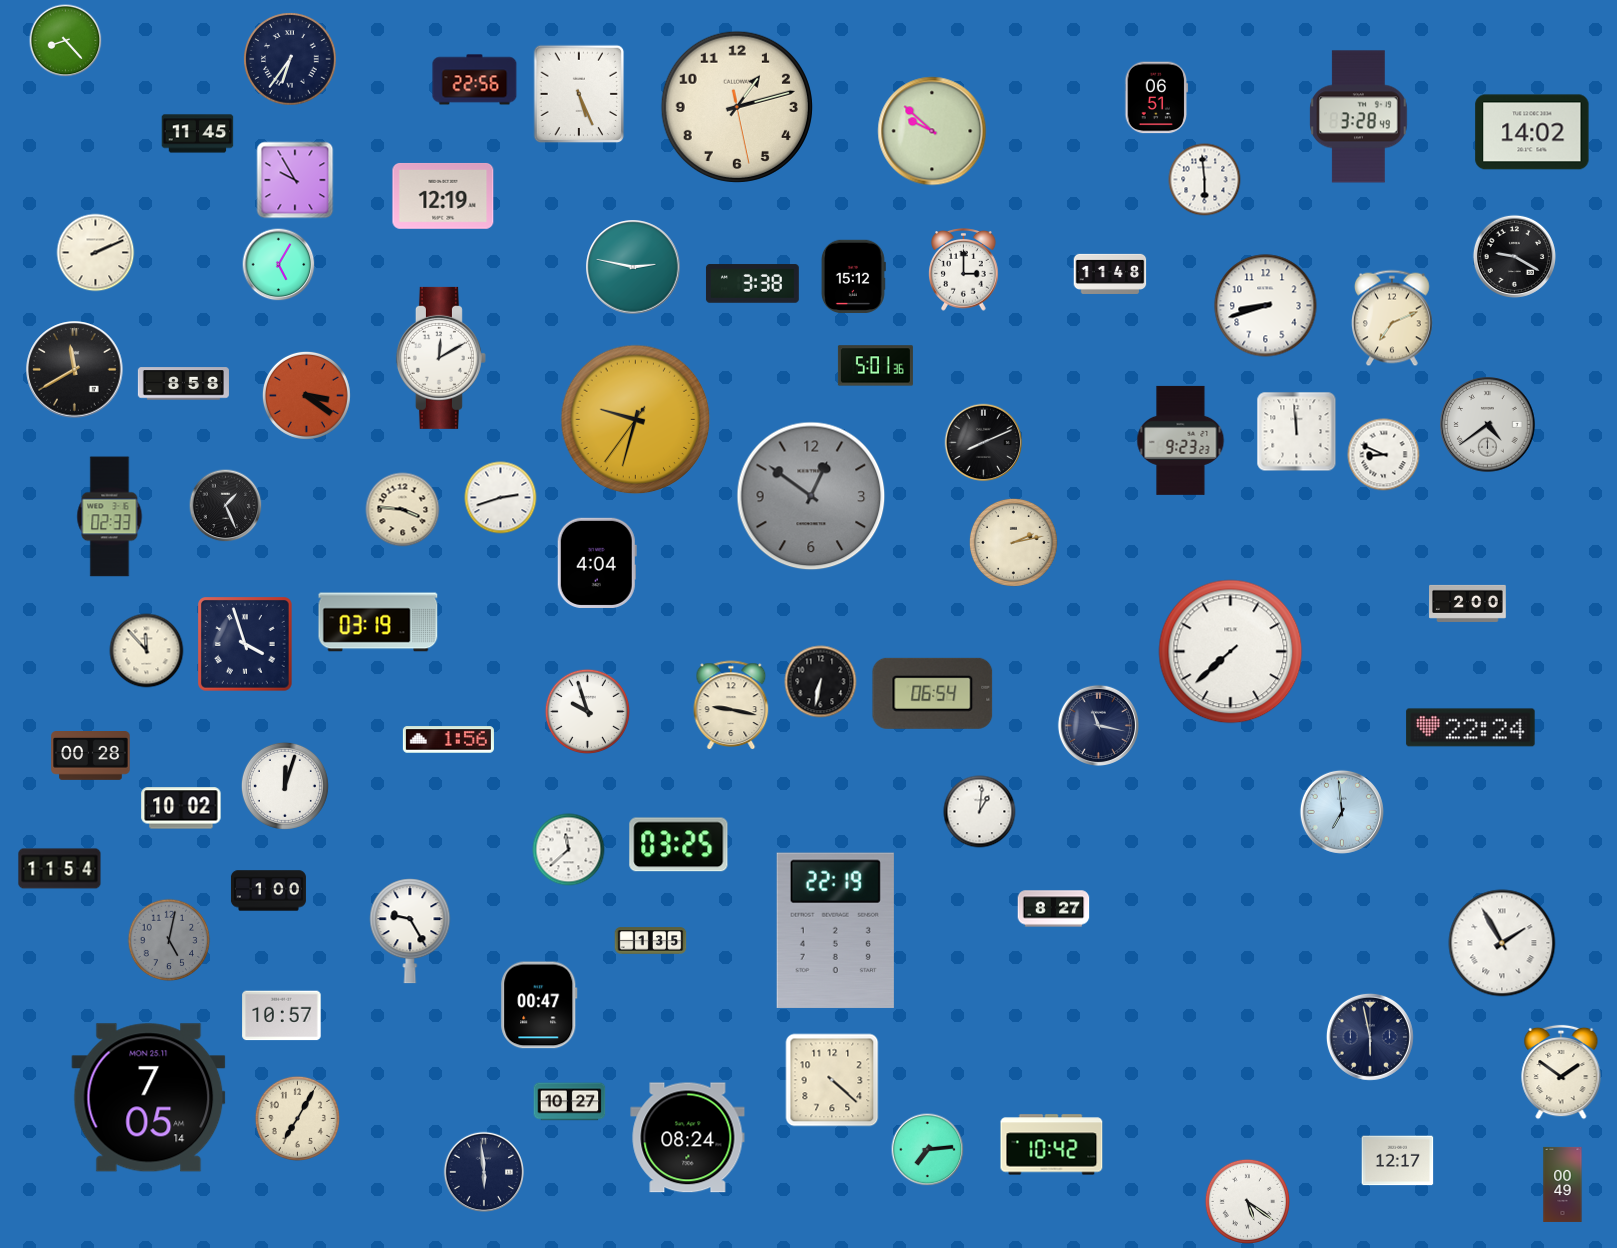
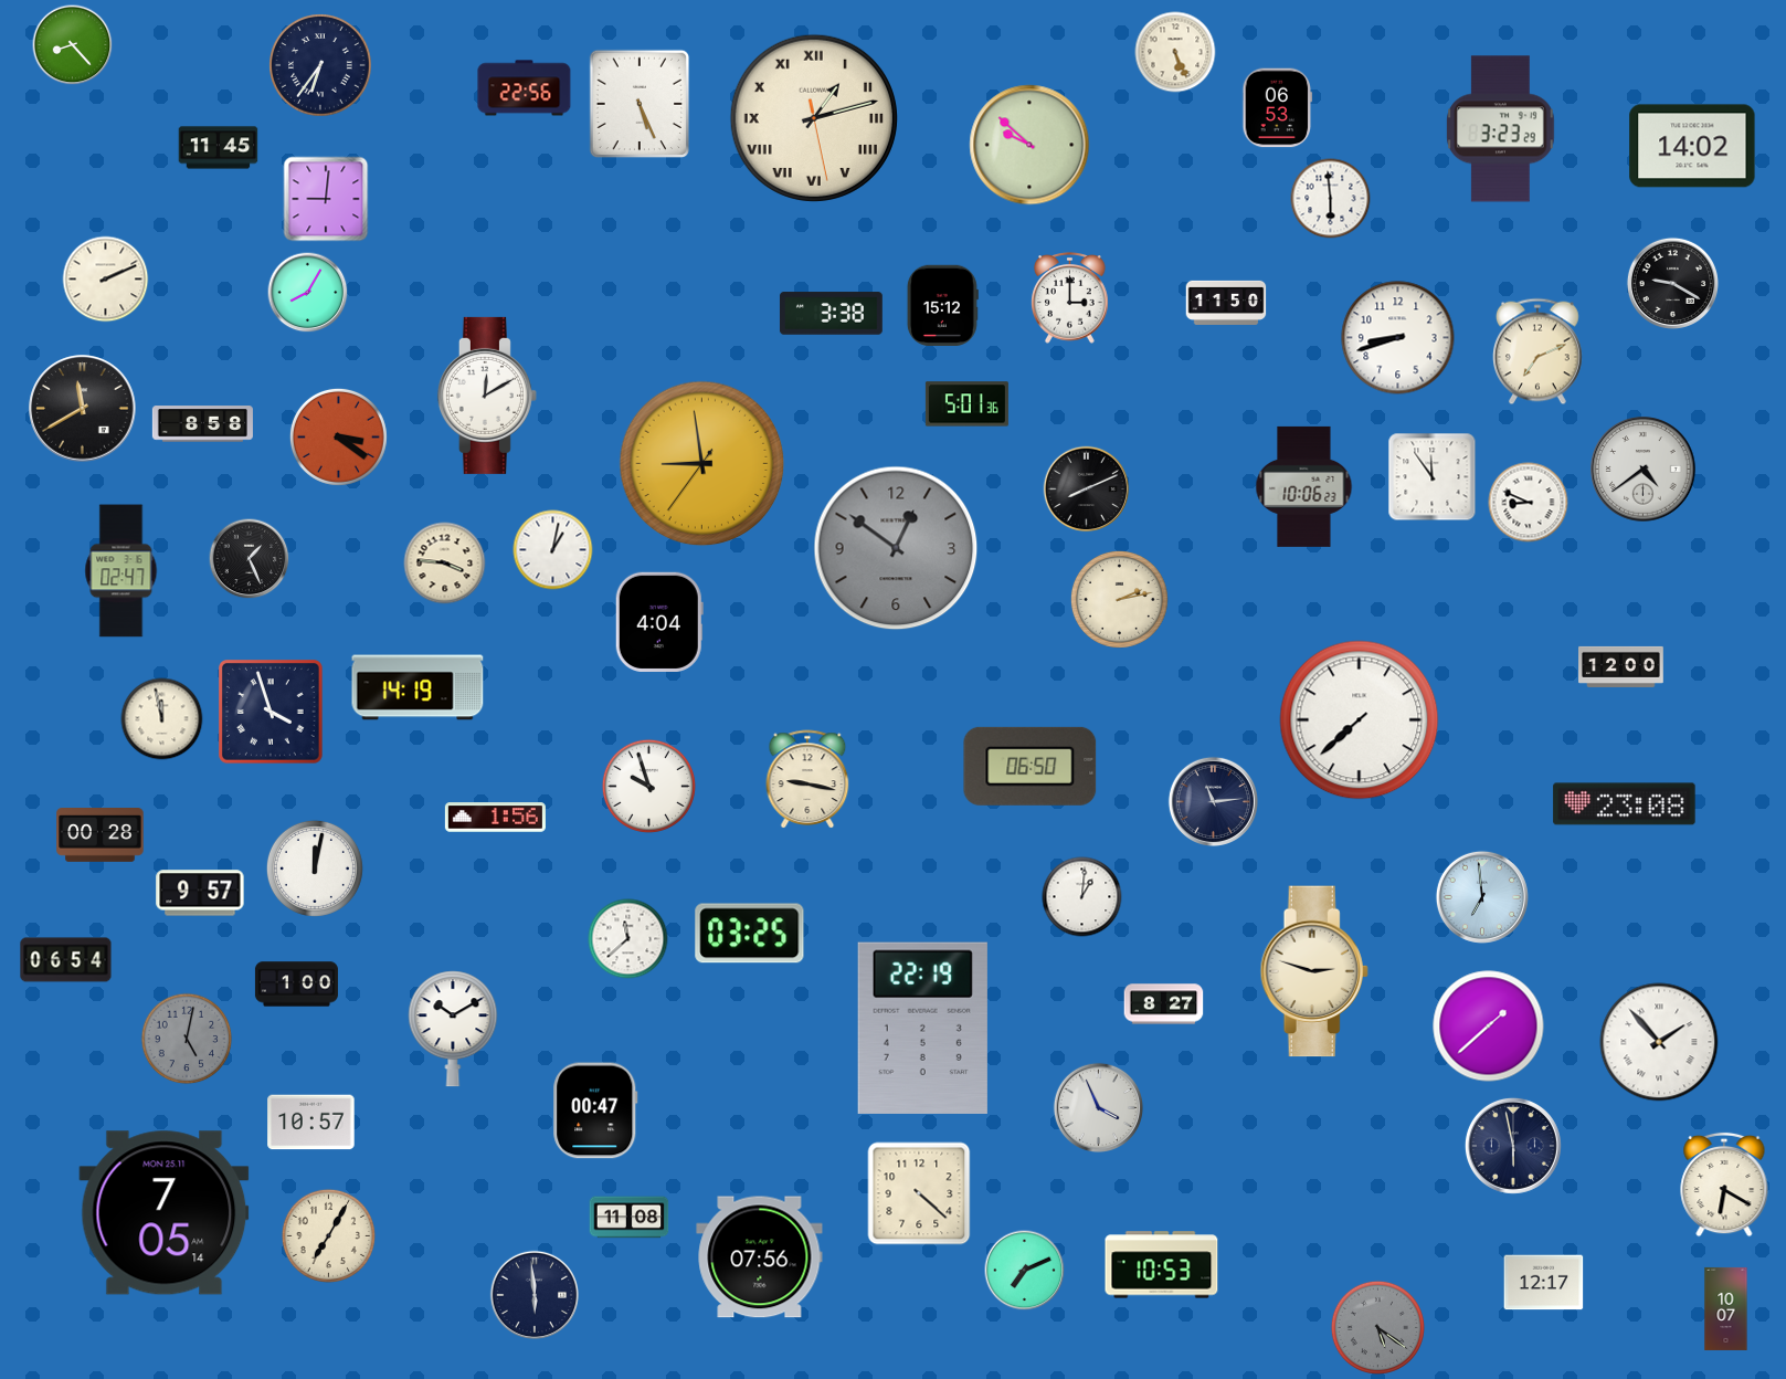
clock at (1175, 52): none -> 5:26
clock at (1157, 98): 06:51 -> 06:53
clock at (737, 107) numerals: Arabic -> Roman
clock at (1359, 117): 3:28 -> 3:23
clock at (295, 180): 9:55 -> 9:01
clock at (443, 196): 12:19 -> none
clock at (279, 265): 5:05 -> 8:05
clock at (633, 267): 2:47 -> none
clock at (964, 270) position: (964, 270) -> (1070, 298)
clock at (1110, 274): 11:48 -> 11:50
clock at (636, 420): 9:32 -> 8:58
clock at (1297, 432): 11:59 -> 11:54
clock at (1181, 440): 9:23 -> 10:06
clock at (501, 498): 2:42 -> 1:02
clock at (110, 517): 02:33 -> 02:47
clock at (1468, 603): 2:00 -> 12:00
clock at (378, 622): 03:19 -> 14:19
clock at (147, 651): 11:53 -> 11:58
clock at (821, 682): 6:32 -> none
clock at (933, 693): 06:54 -> 06:50
clock at (1098, 725): 11:17 -> 11:14
clock at (1471, 728): 22:24 -> 23:08
clock at (285, 786): 12:03 -> 12:02
clock at (181, 808): 10:02 -> 9:57
clock at (60, 869): 11:54 -> 06:54
clock at (1314, 971): none -> 2:48
clock at (1489, 1027): none -> 1:38
clock at (410, 931): 9:25 -> 10:10
clock at (651, 941): 1:35 -> none
clock at (1502, 943): 1:55 -> 1:53
clock at (1098, 1107): none -> 3:56
clock at (1561, 1072): 1:51 -> 6:20
clock at (570, 1102): 10:27 -> 11:08
clock at (688, 1138): 08:24 -> 07:56
clock at (1052, 1145): 10:42 -> 10:53
clock at (928, 1150): 7:14 -> 7:11
clock at (1563, 1184): 00:49 -> 10:07
clock at (1247, 1201) dial: white -> grey
